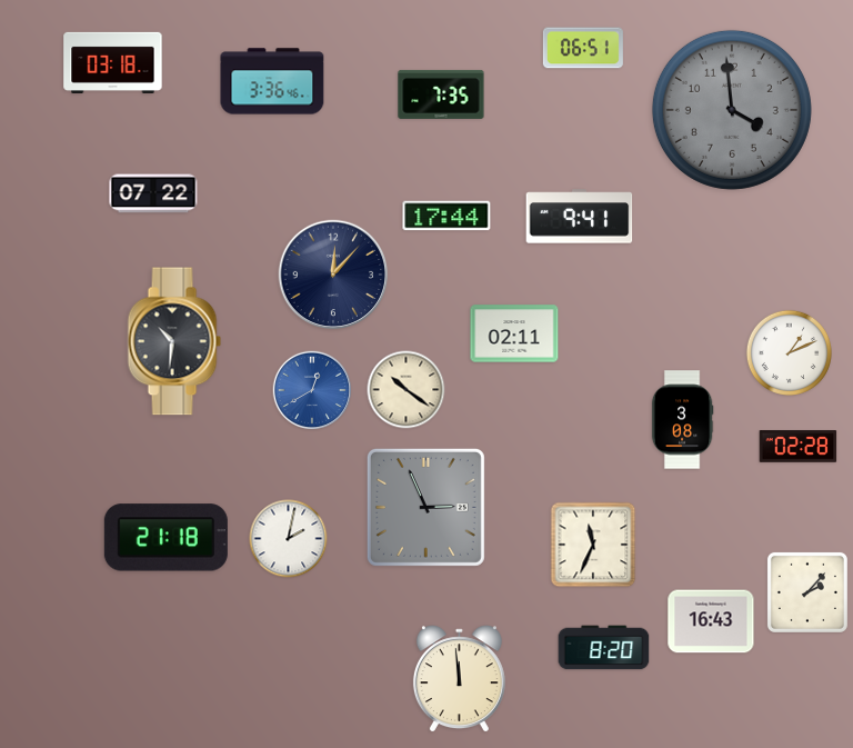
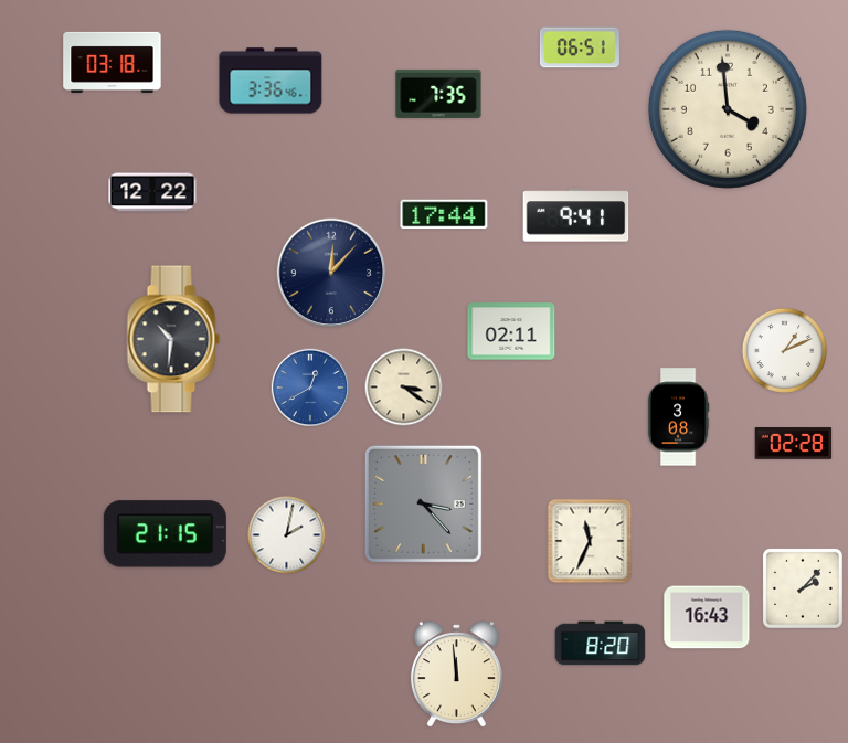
clock at (732, 110) dial: grey -> cream
clock at (153, 193): 07:22 -> 12:22
clock at (407, 390): 10:21 -> 3:21
clock at (425, 507): 2:56 -> 3:23
clock at (165, 538): 21:18 -> 21:15
